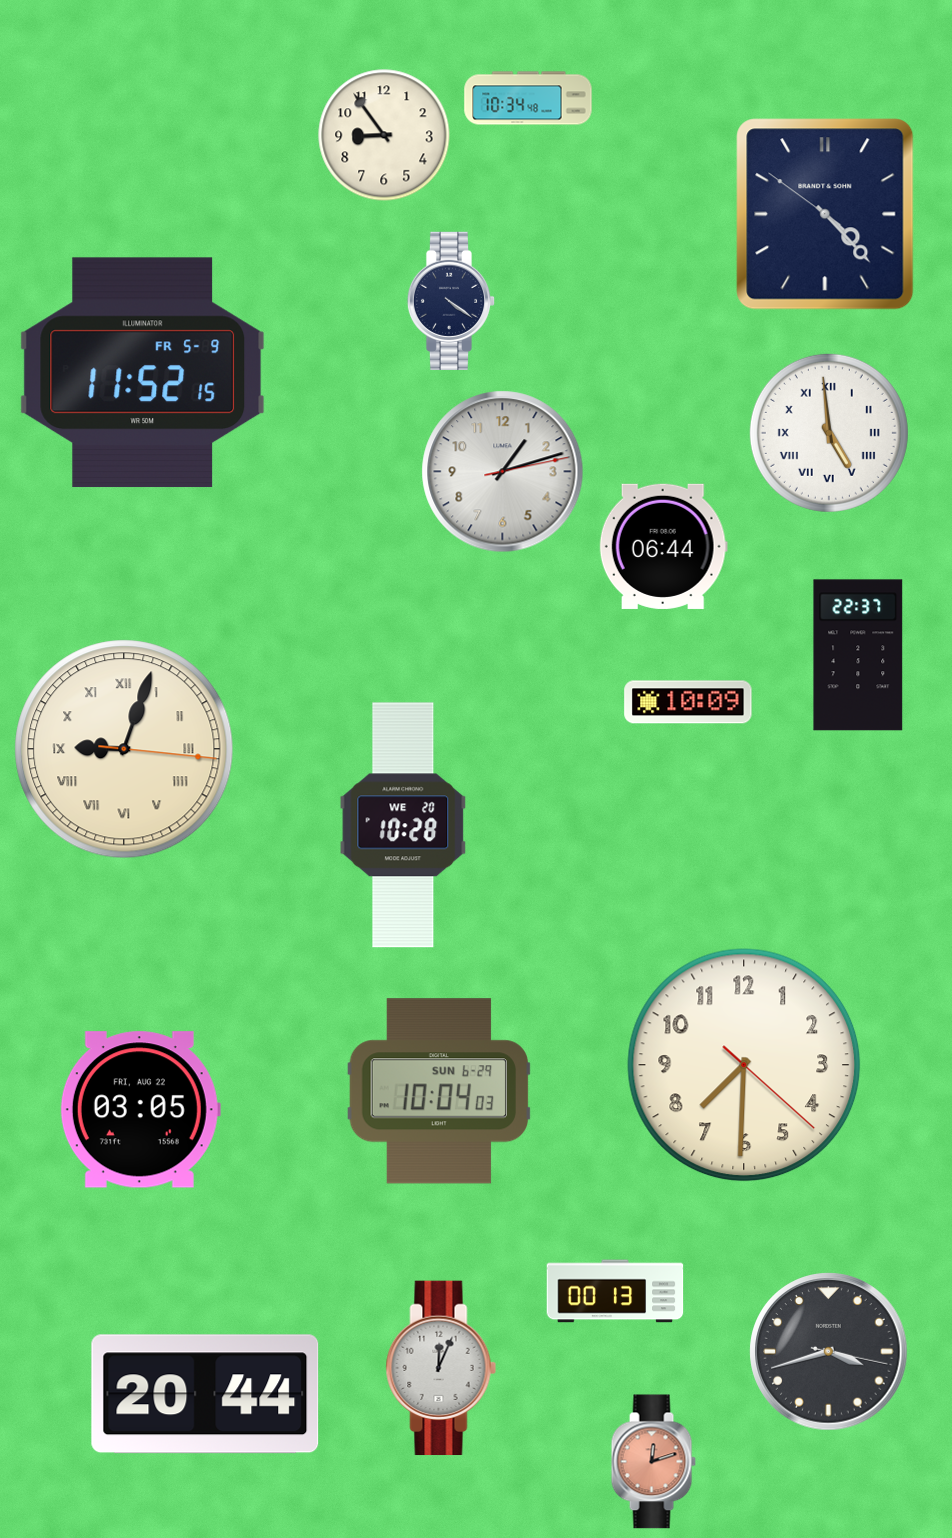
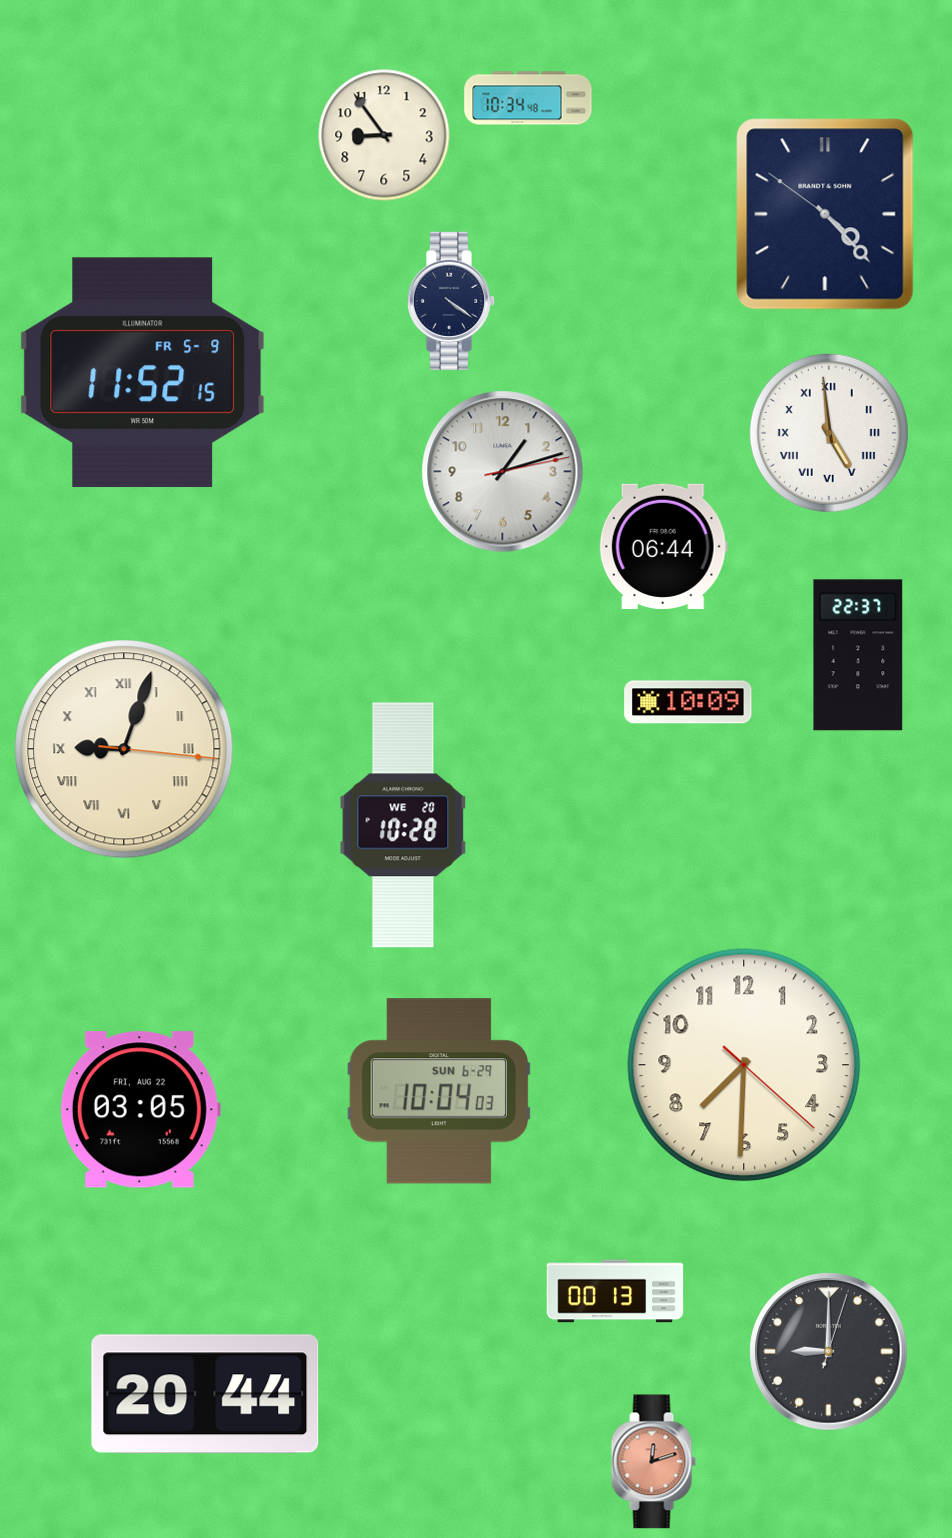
clock at (829, 1352): 3:42 -> 9:00
clock at (441, 1368): 12:04 -> none
